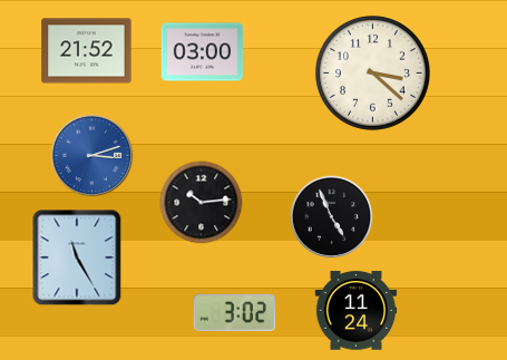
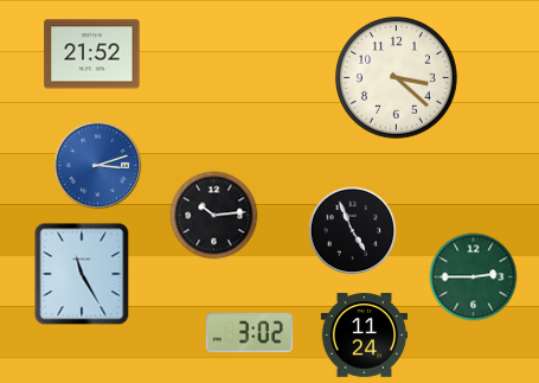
clock at (203, 52): 03:00 -> none
clock at (474, 277): none -> 2:45
clock at (357, 311) position: (357, 311) -> (365, 336)
